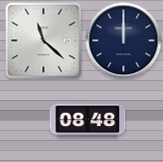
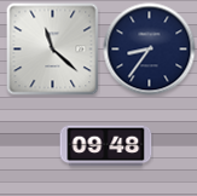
clock at (124, 41): 12:00 -> 8:36
clock at (88, 121): 08:48 -> 09:48
